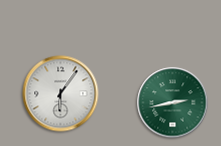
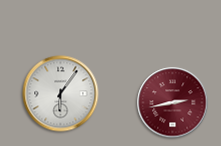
clock at (173, 103) dial: green -> burgundy
